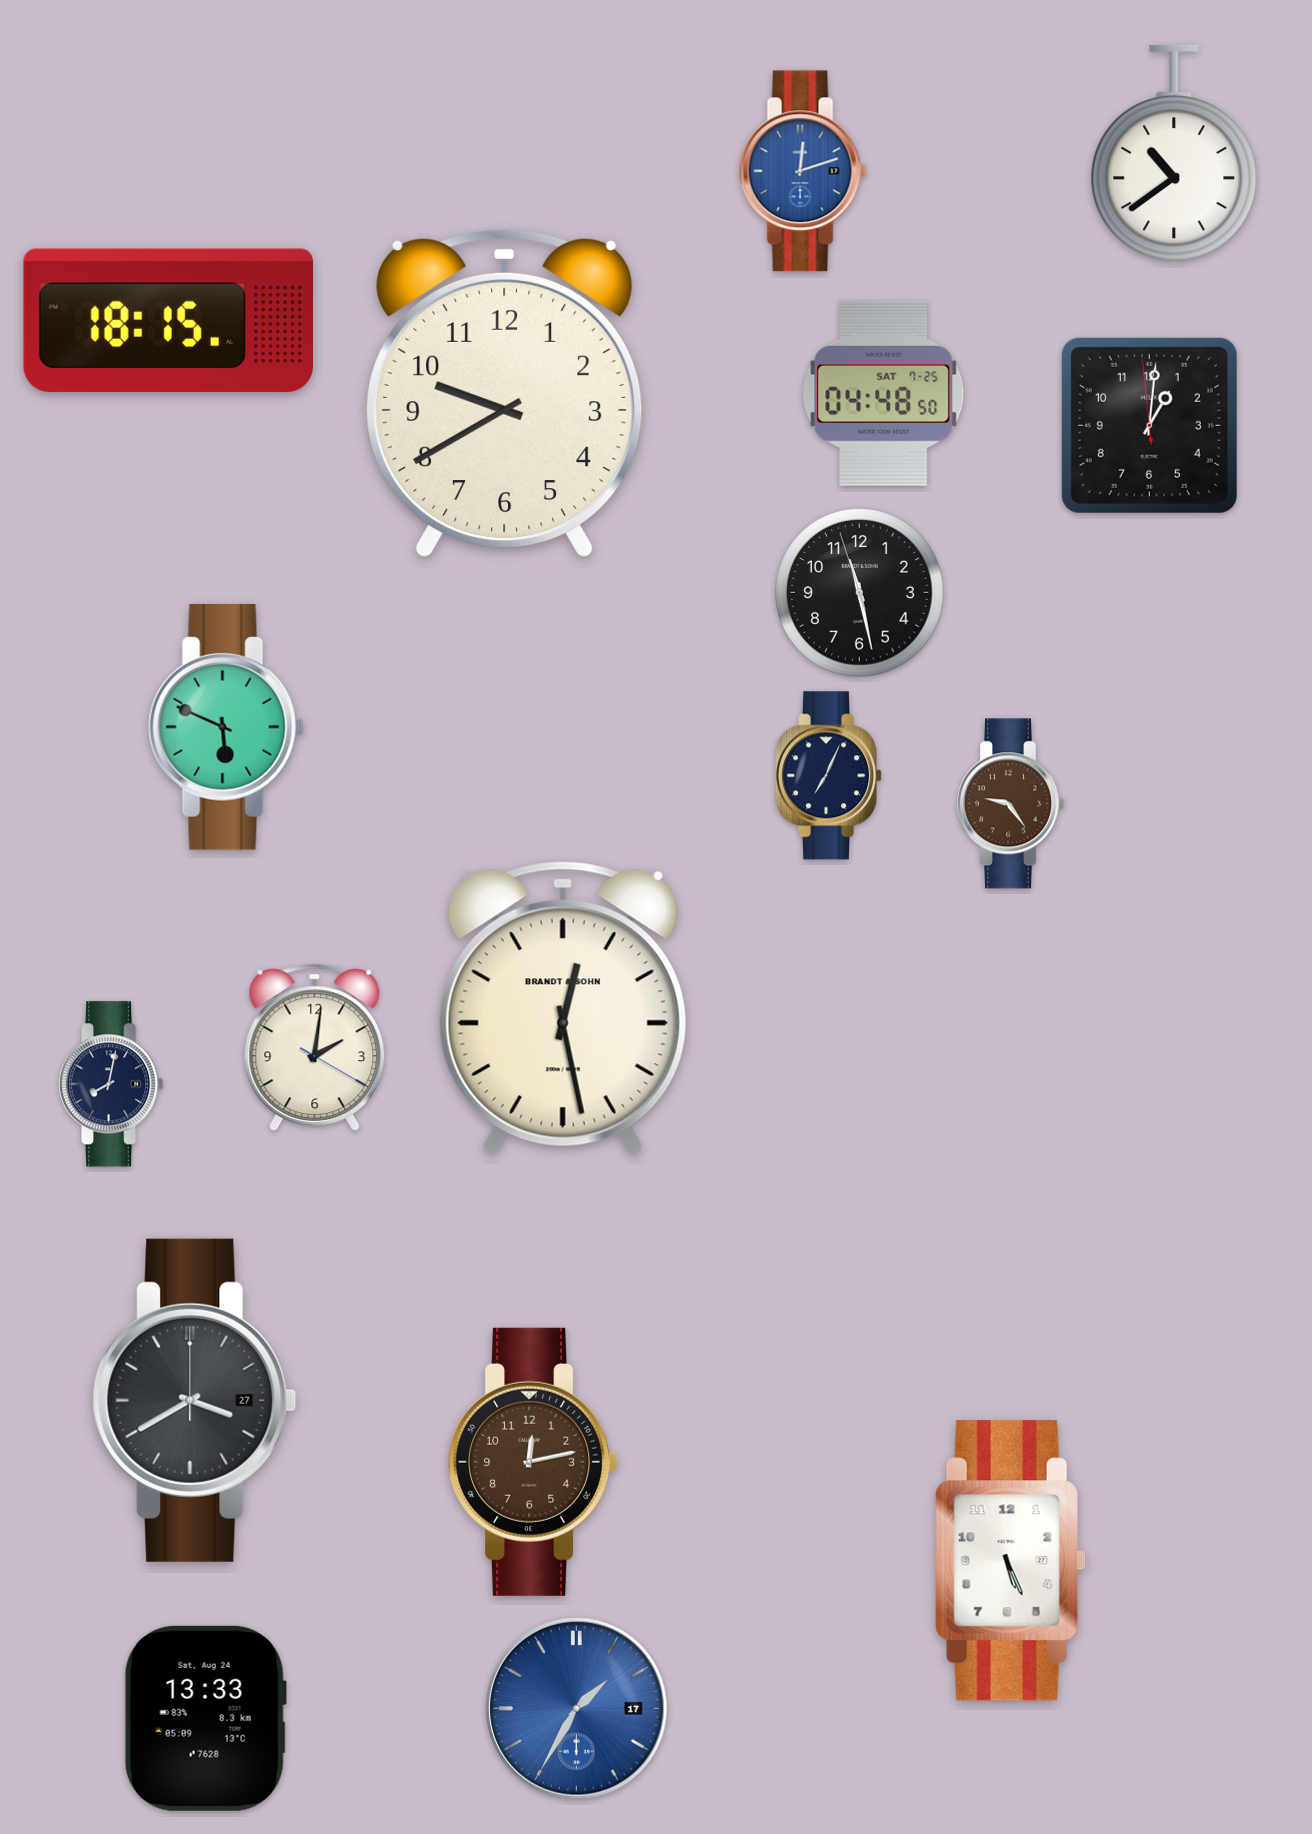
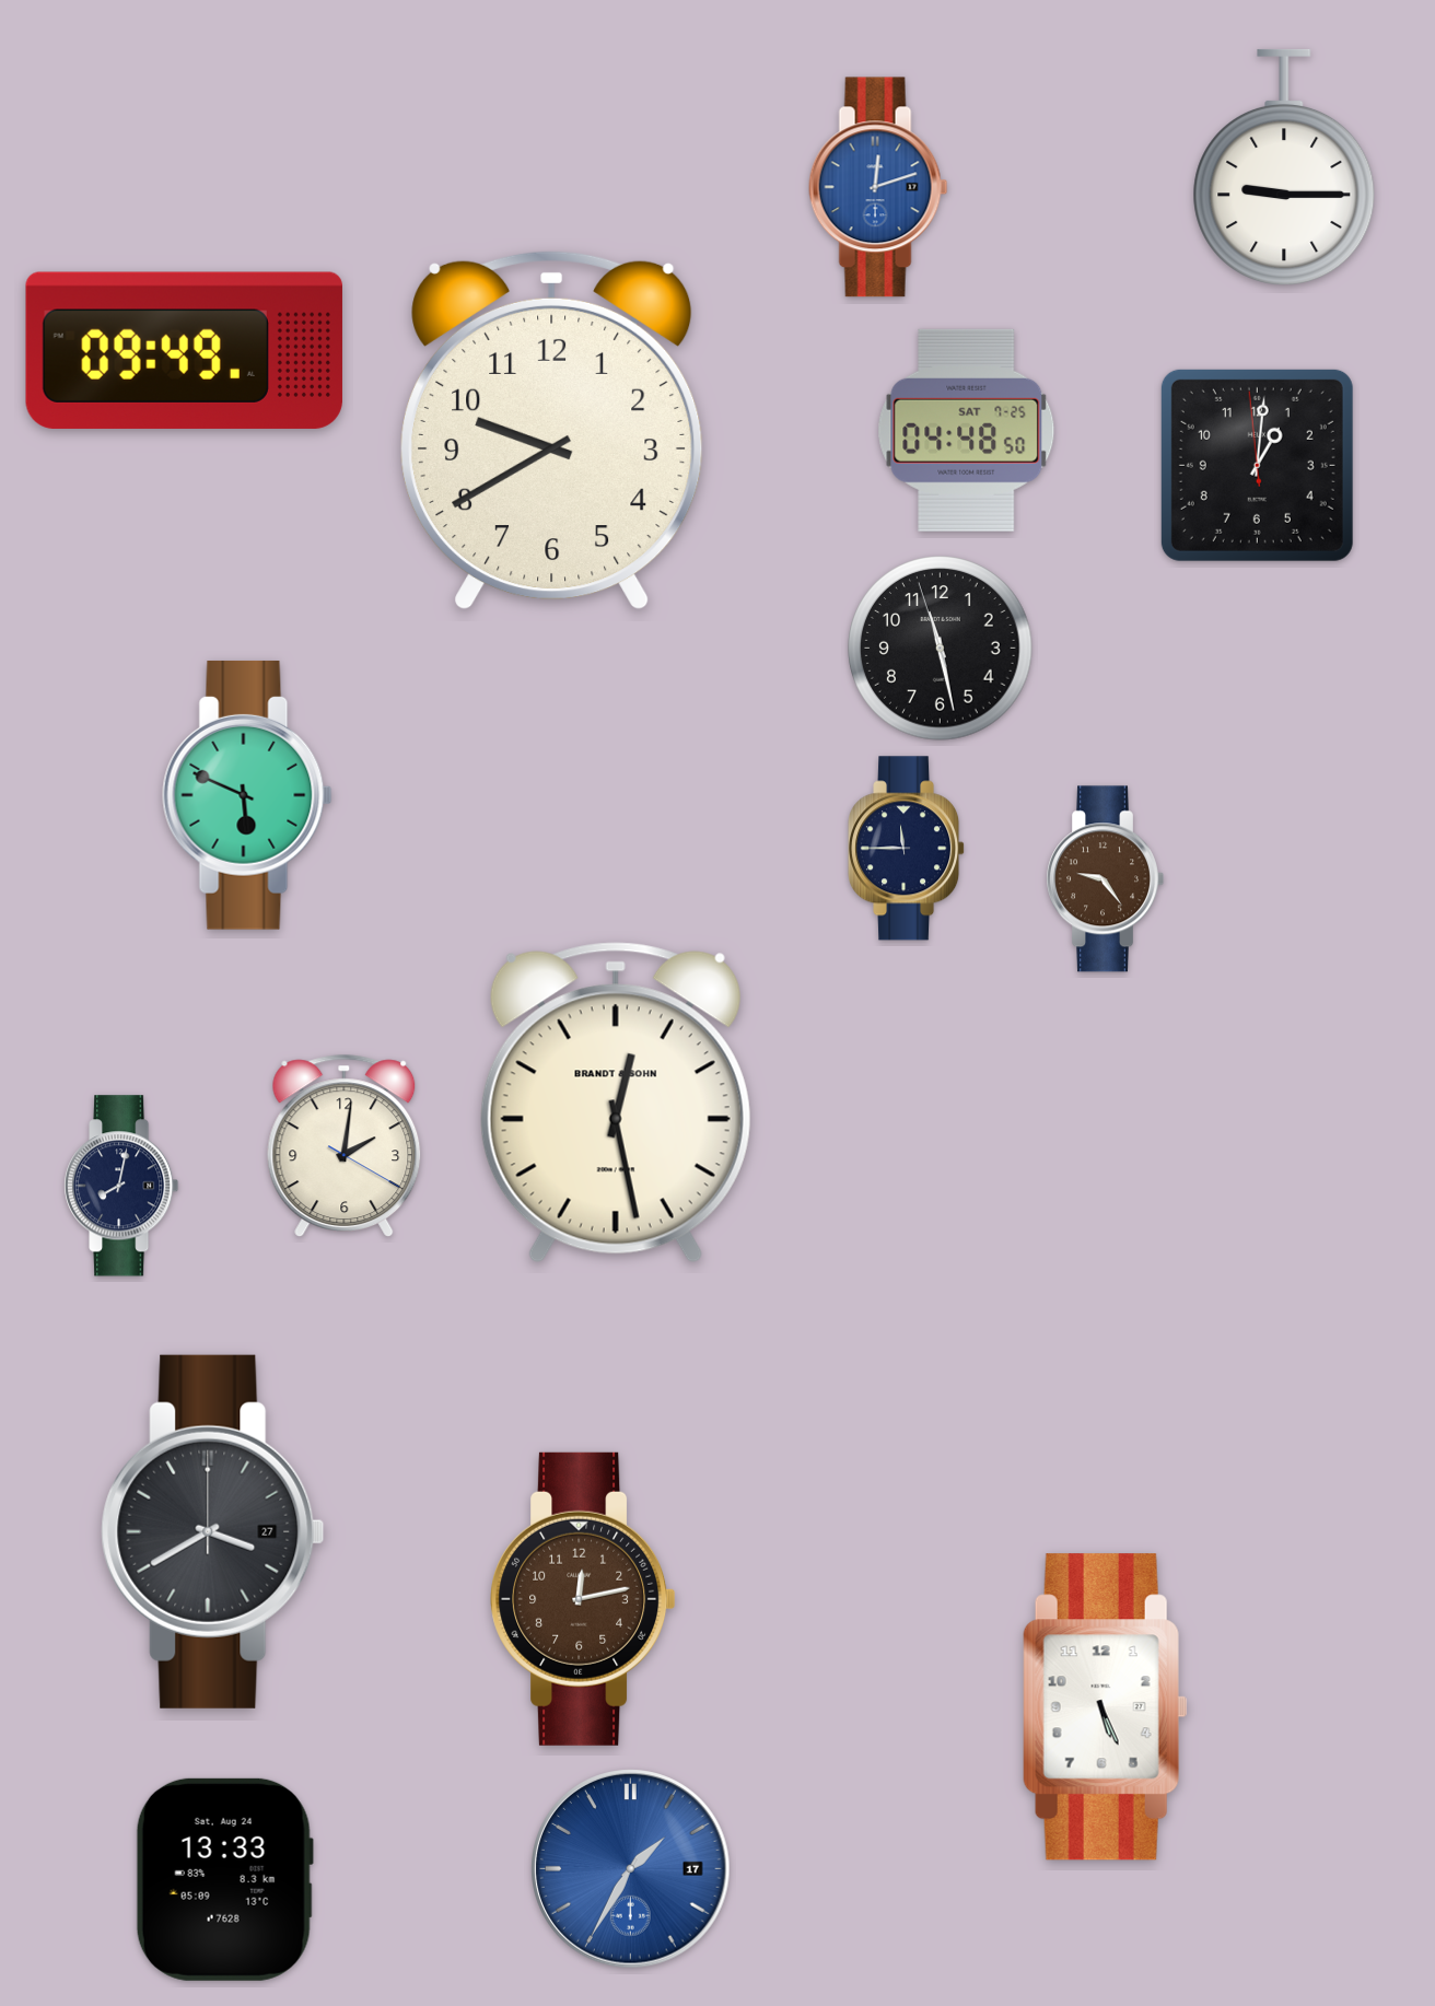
clock at (1174, 153): 10:39 -> 9:15
clock at (168, 320): 18:15 -> 09:49
clock at (830, 776): 7:04 -> 11:45
